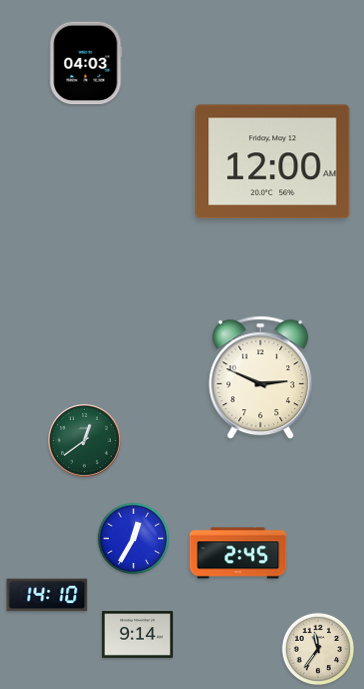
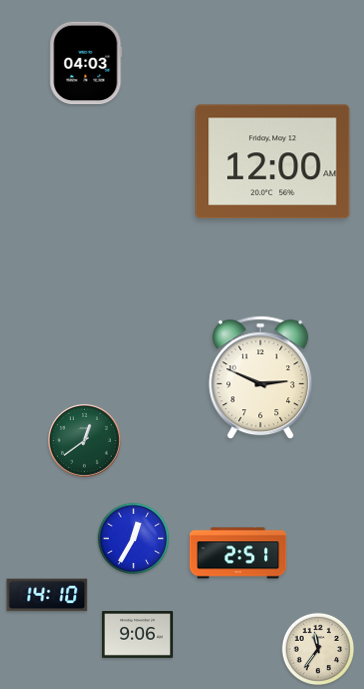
clock at (238, 553): 2:45 -> 2:51
clock at (137, 634): 9:14 -> 9:06
